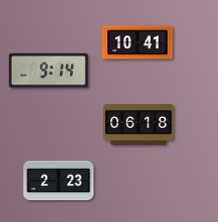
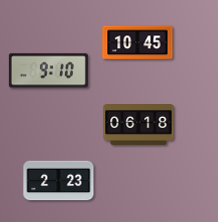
clock at (138, 43): 10:41 -> 10:45
clock at (48, 71): 9:14 -> 9:10
